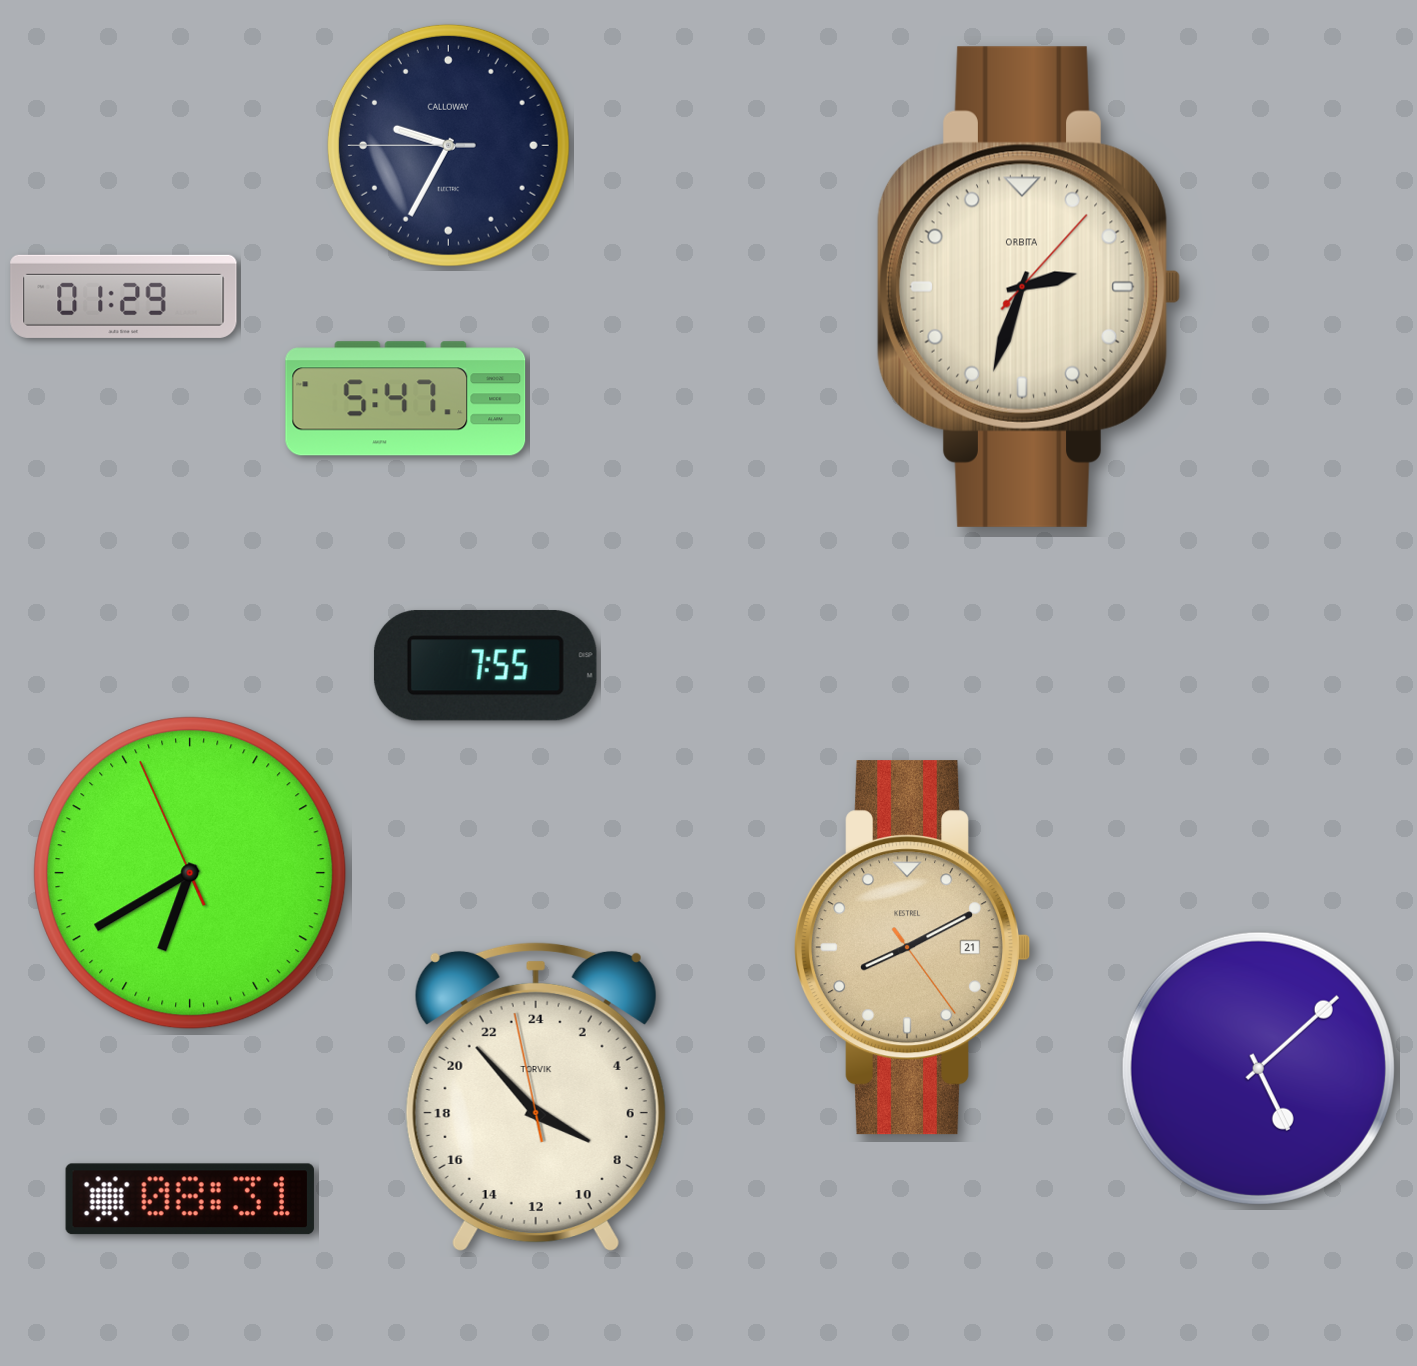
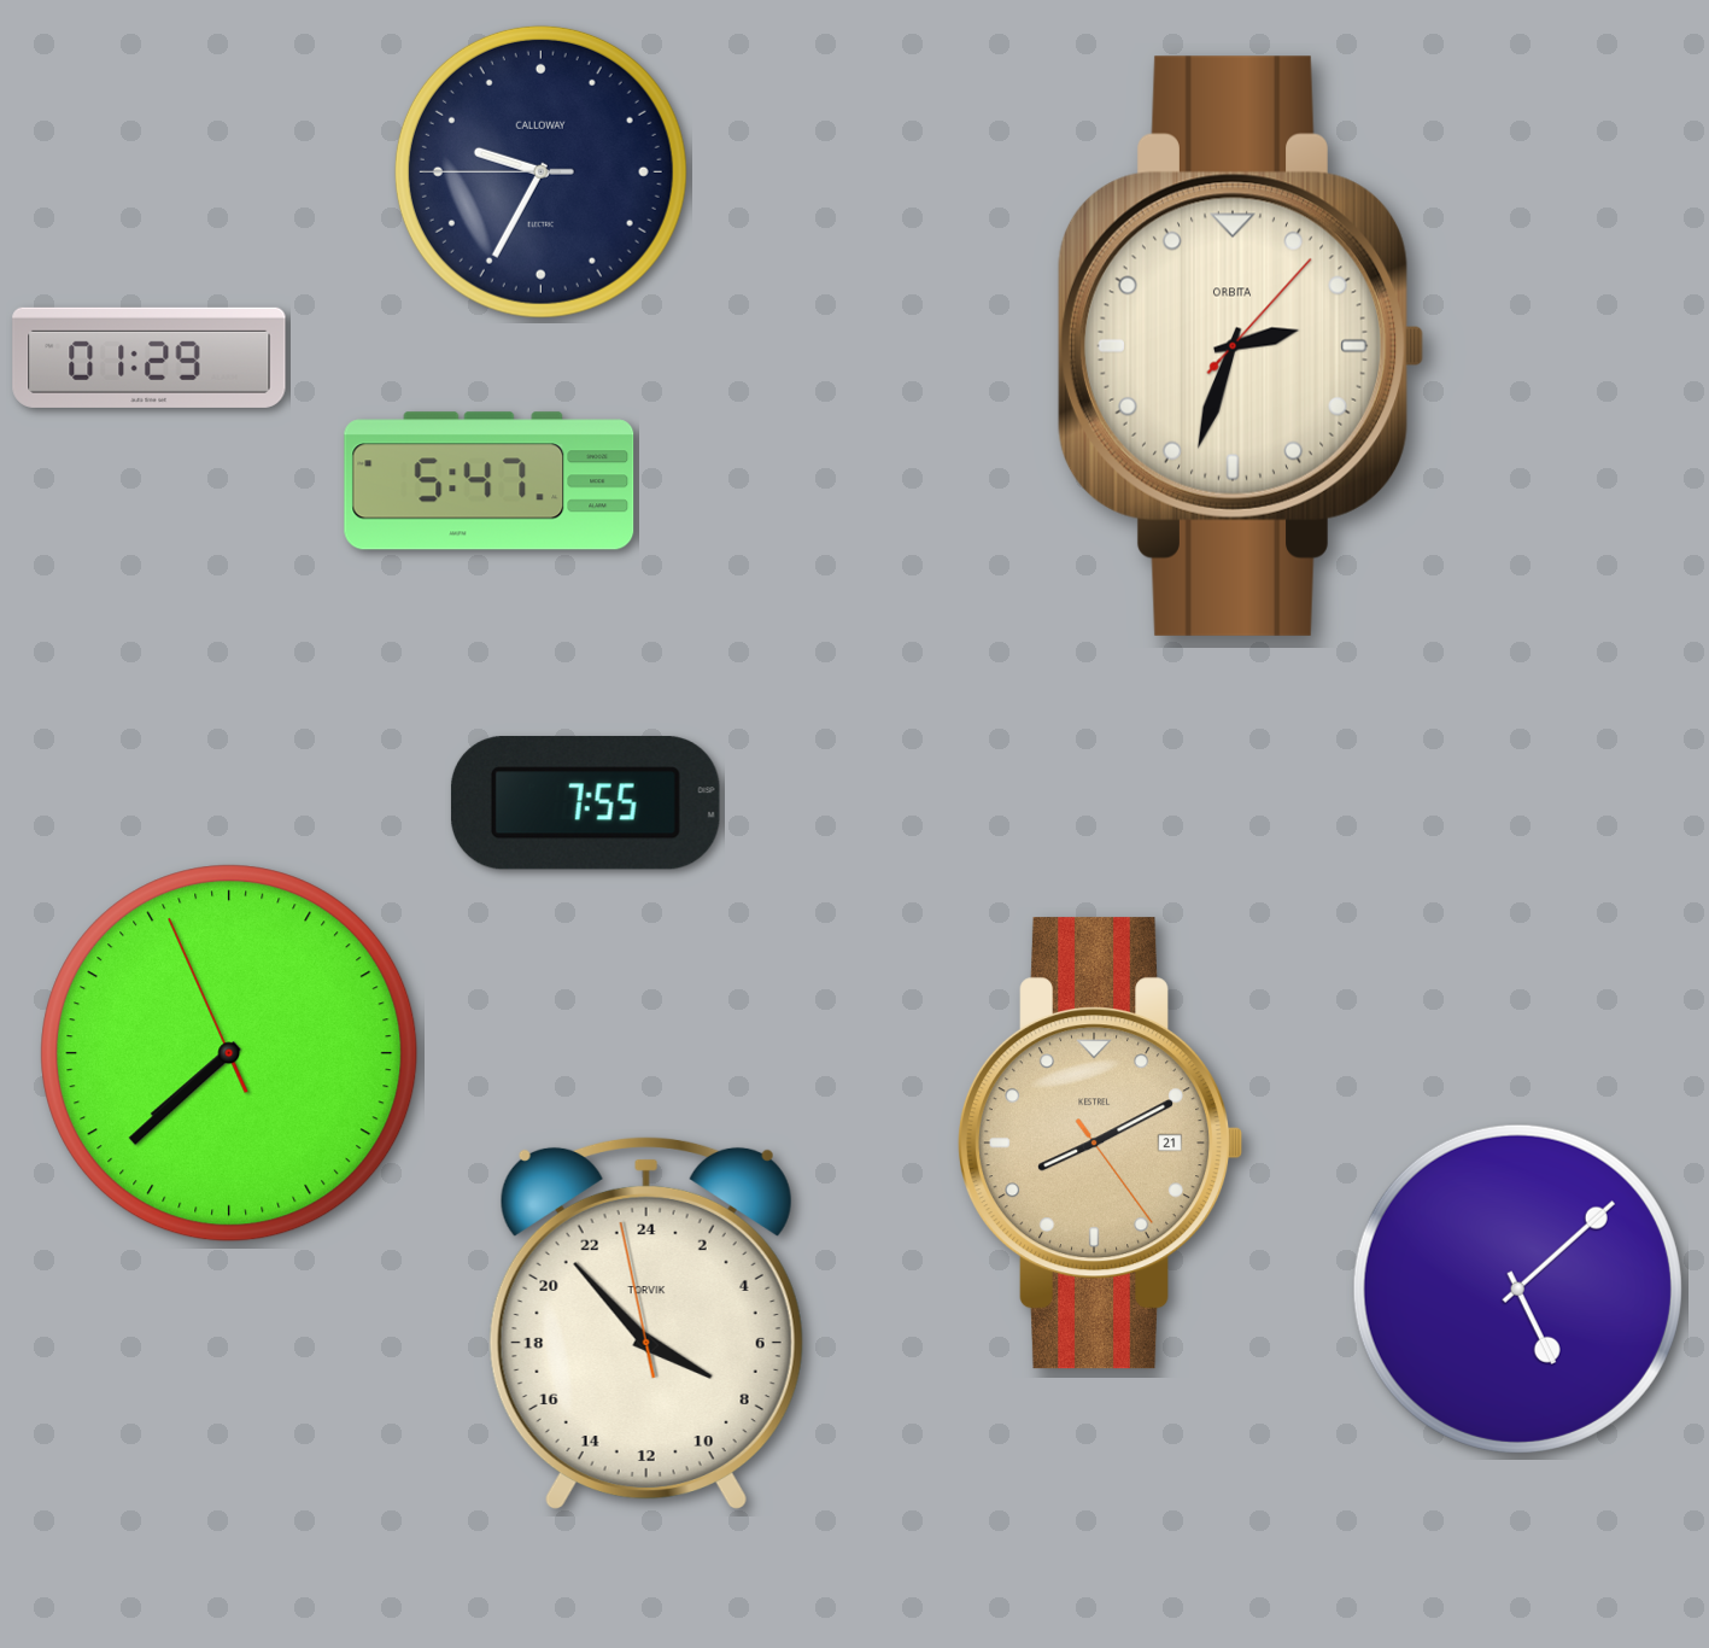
clock at (448, 145) position: (448, 145) -> (540, 171)
clock at (190, 873): 6:39 -> 7:37
clock at (190, 1199): 08:31 -> none
